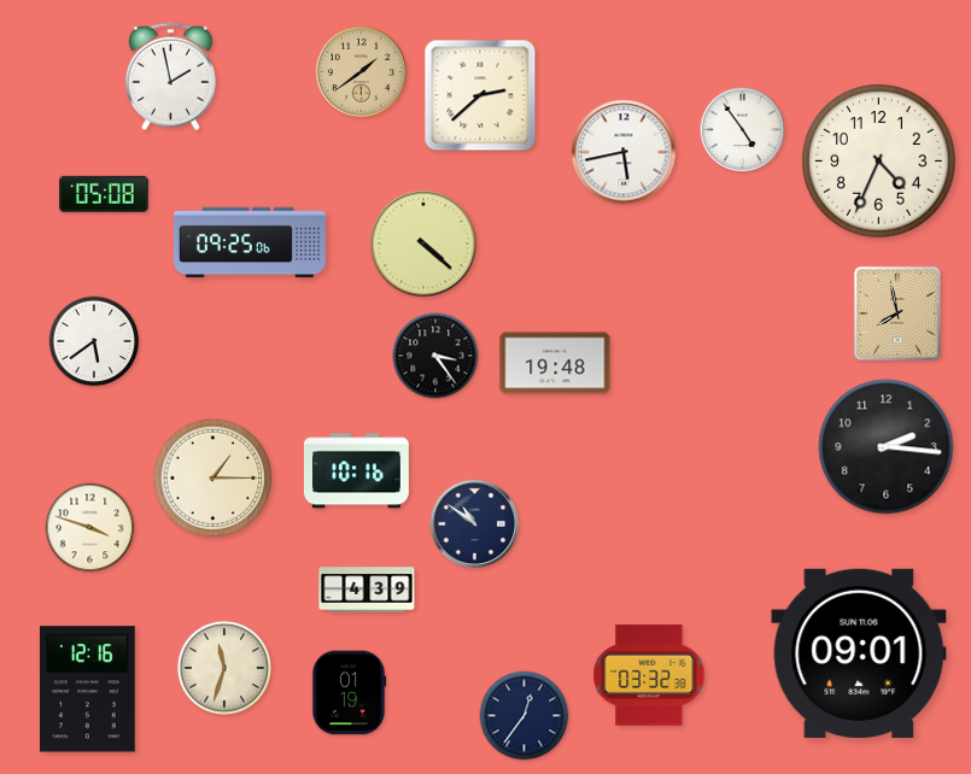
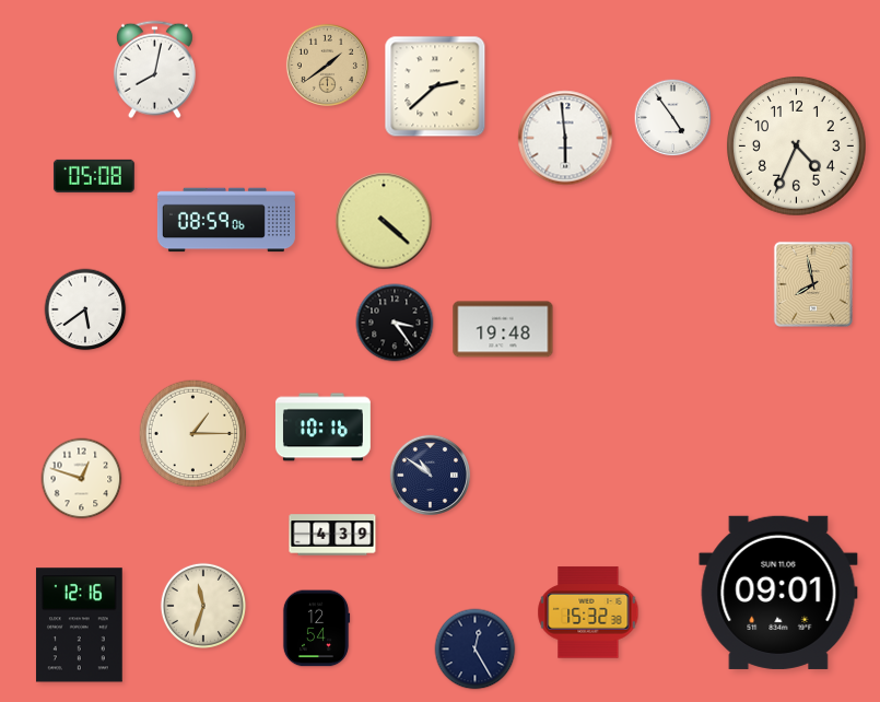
clock at (170, 77): 1:58 -> 8:02
clock at (624, 152): 5:43 -> 5:59
clock at (250, 242): 09:25 -> 08:59
clock at (887, 447): 2:16 -> none
clock at (90, 528): 3:48 -> 12:48
clock at (649, 675): 03:32 -> 15:32
clock at (349, 693): 01:19 -> 12:54
clock at (525, 716): 12:36 -> 12:25
